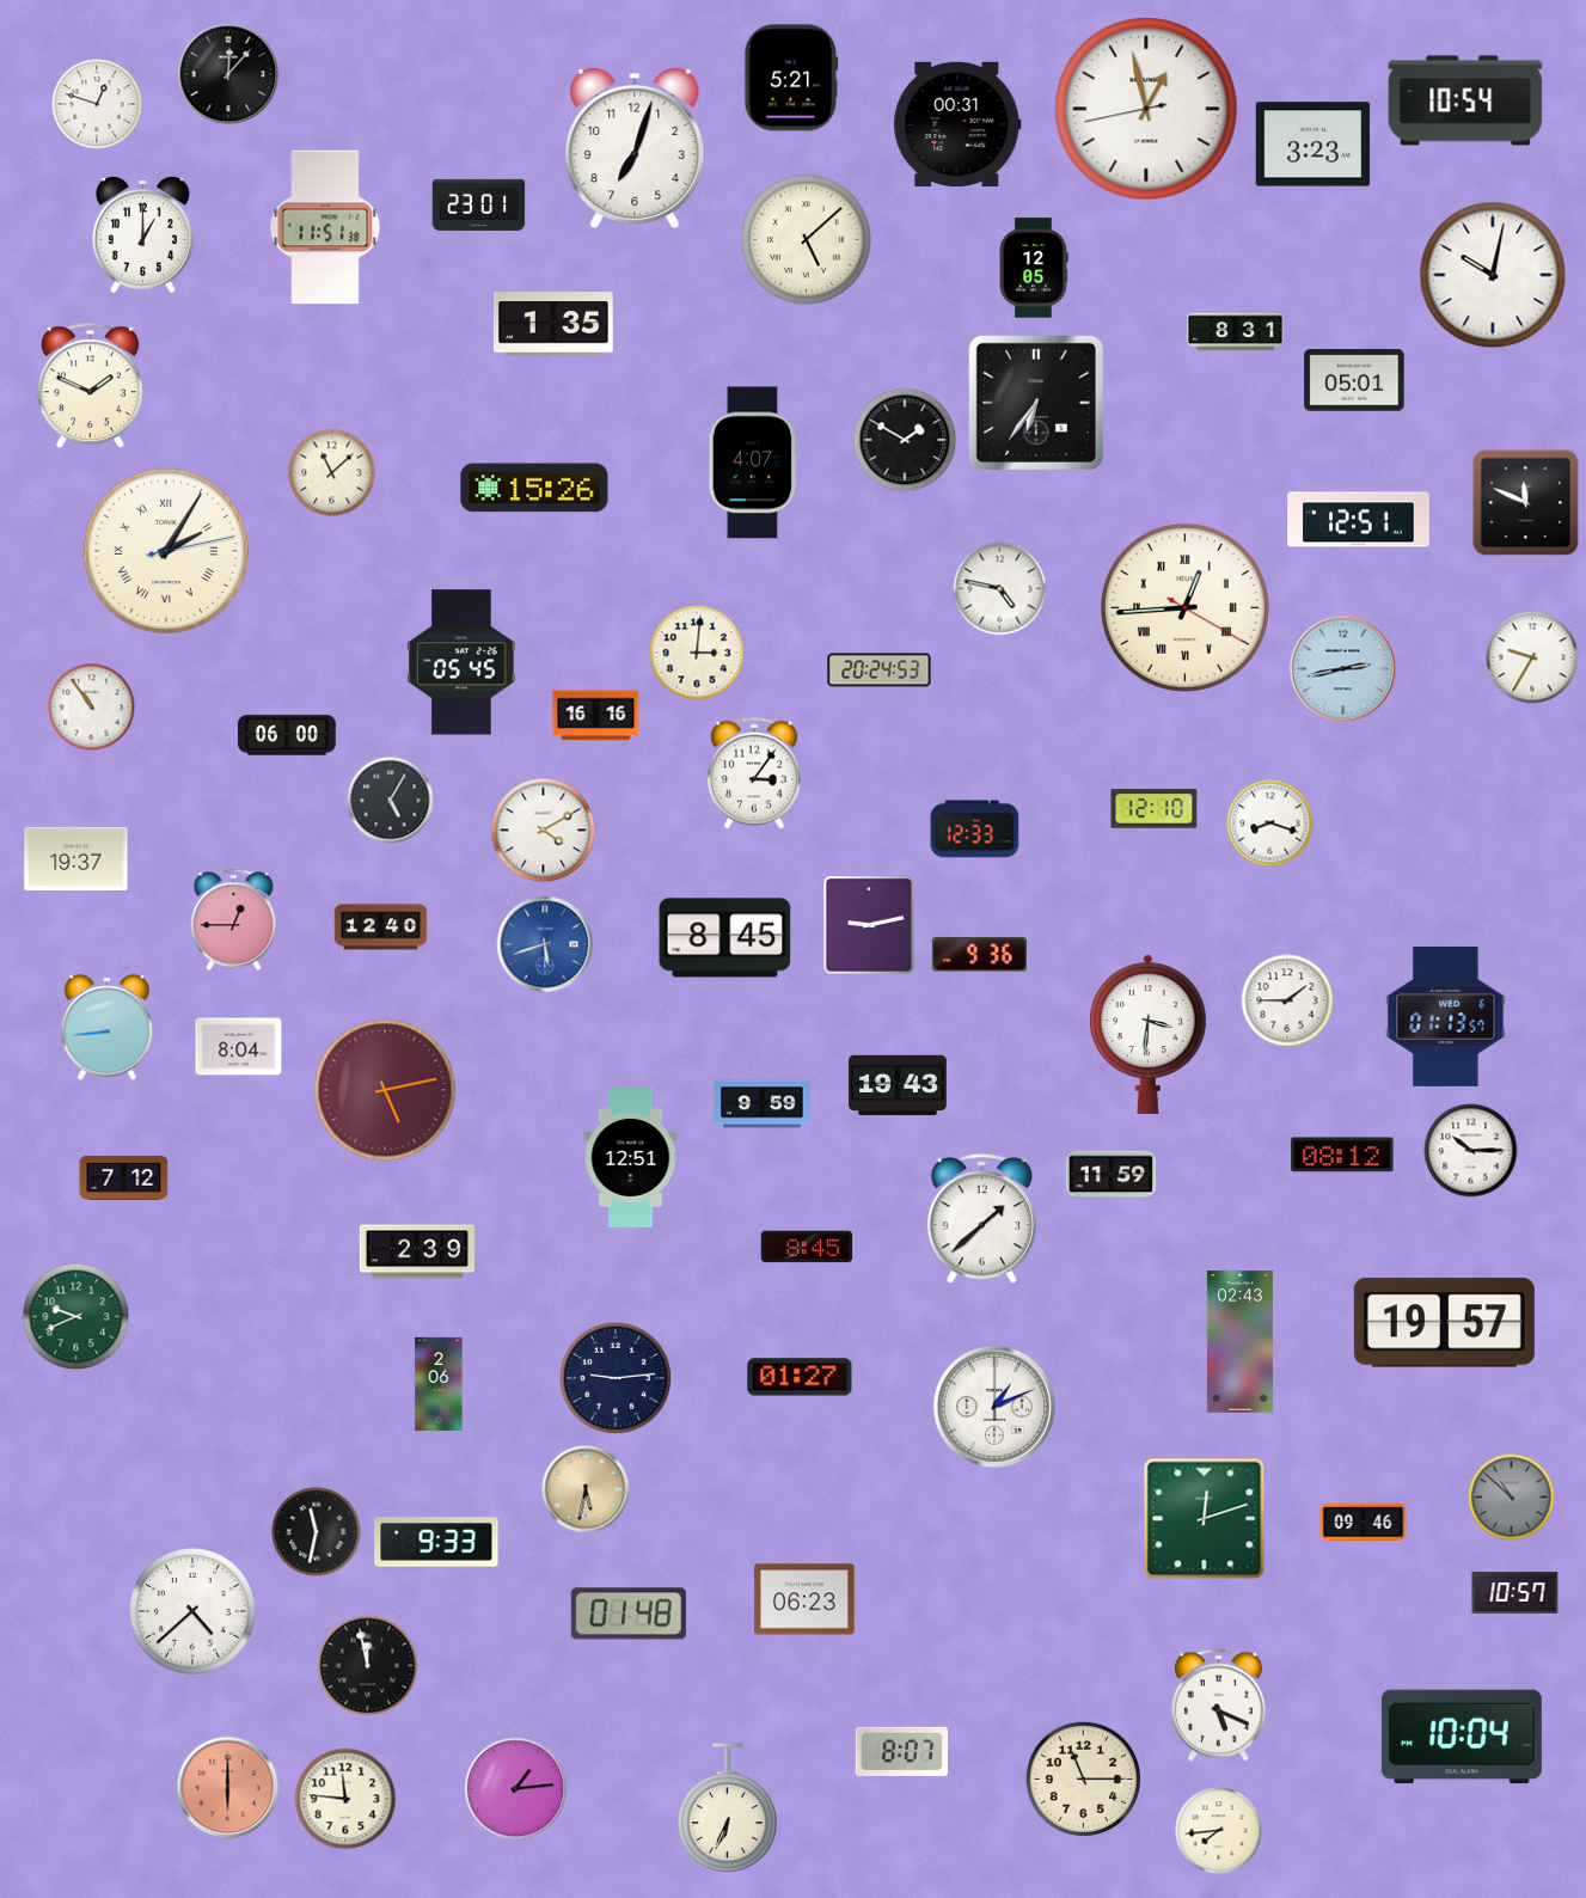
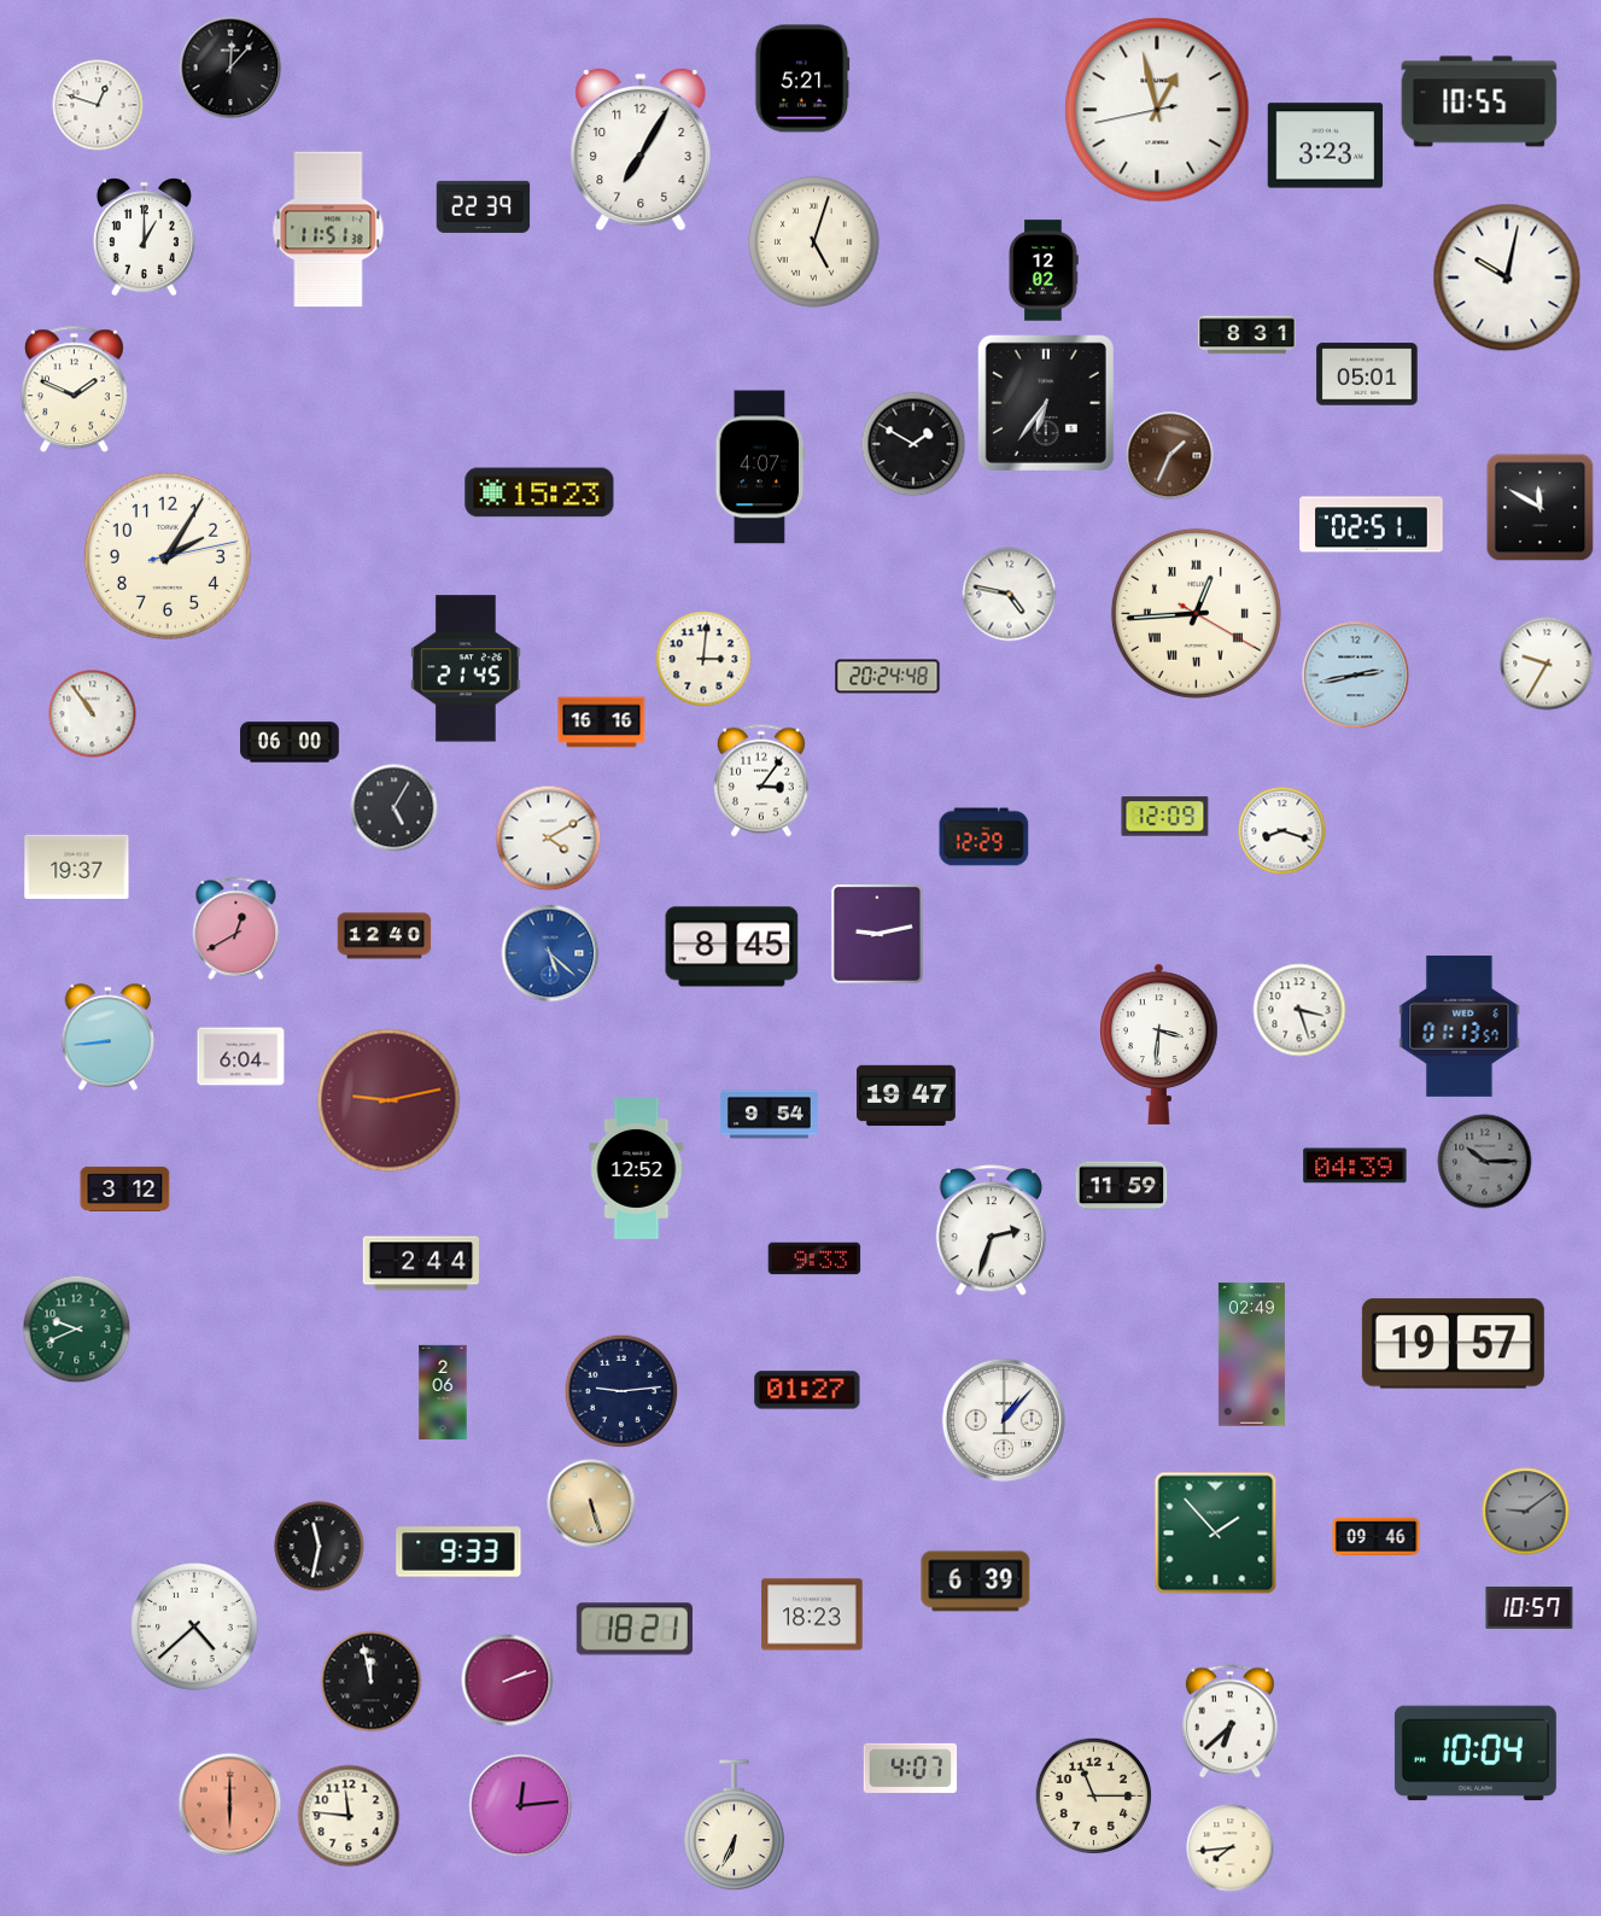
clock at (228, 74) position: (228, 74) -> (230, 68)
clock at (791, 78) position: (791, 78) -> (802, 78)
clock at (1465, 100): 10:54 -> 10:55
clock at (957, 123): 00:31 -> none
clock at (635, 148): 7:03 -> 7:05
clock at (479, 204): 23:01 -> 22:39
clock at (807, 240): 5:08 -> 5:03
clock at (1034, 268): 12:05 -> 12:02
clock at (555, 324): 1:35 -> none
clock at (1354, 380) position: (1354, 380) -> (1367, 374)
clock at (90, 386) position: (90, 386) -> (74, 390)
clock at (1036, 403) position: (1036, 403) -> (1046, 403)
clock at (1170, 456): none -> 1:34
clock at (332, 473): 11:08 -> none
clock at (534, 488): 15:26 -> 15:23
clock at (1526, 503): 11:49 -> 11:50
clock at (1359, 520): 12:51 -> 02:51
clock at (166, 551) numerals: Roman -> Arabic
clock at (461, 662): 05:45 -> 21:45
clock at (880, 671): 20:24:53 -> 20:24:48
clock at (1155, 809): 12:10 -> 12:09
clock at (975, 829): 12:33 -> 12:29
clock at (234, 920): 12:45 -> 12:40
clock at (545, 944): 5:42 -> 5:22
clock at (979, 955): 9:36 -> none
clock at (1287, 1000): 1:45 -> 3:27
clock at (239, 1047): 8:04 -> 6:04
clock at (898, 1085): 19:43 -> 19:47
clock at (385, 1090): 5:13 -> 9:13
clock at (763, 1104): 9:59 -> 9:54
clock at (1471, 1151) dial: white -> grey
clock at (1342, 1155): 08:12 -> 04:39
clock at (631, 1158): 12:51 -> 12:52
clock at (124, 1177): 7:12 -> 3:12
clock at (981, 1219): 1:38 -> 2:33
clock at (807, 1247): 8:45 -> 9:33
clock at (416, 1251): 2:39 -> 2:44
clock at (1444, 1323) position: (1444, 1323) -> (1453, 1344)
clock at (1239, 1342): 02:43 -> 02:49
clock at (439, 1384) position: (439, 1384) -> (443, 1392)
clock at (994, 1407): 1:11 -> 1:07
clock at (586, 1489): 5:32 -> 5:27
clock at (1512, 1498): 10:52 -> 9:09
clock at (1205, 1519): 12:12 -> 1:53
clock at (436, 1542) position: (436, 1542) -> (458, 1552)
clock at (976, 1582): none -> 6:39
clock at (804, 1599): 06:23 -> 18:23
clock at (629, 1614): 01:48 -> 18:21
clock at (508, 1681): none -> 2:12
clock at (1218, 1706): 5:19 -> 6:38
clock at (902, 1751): 8:07 -> 4:07
clock at (516, 1789): 1:14 -> 12:14
